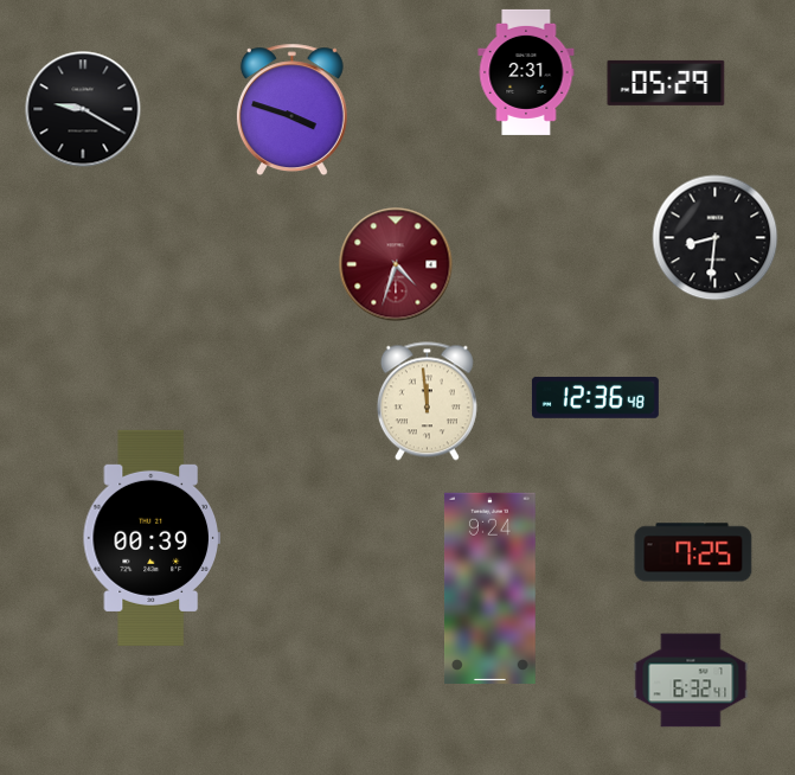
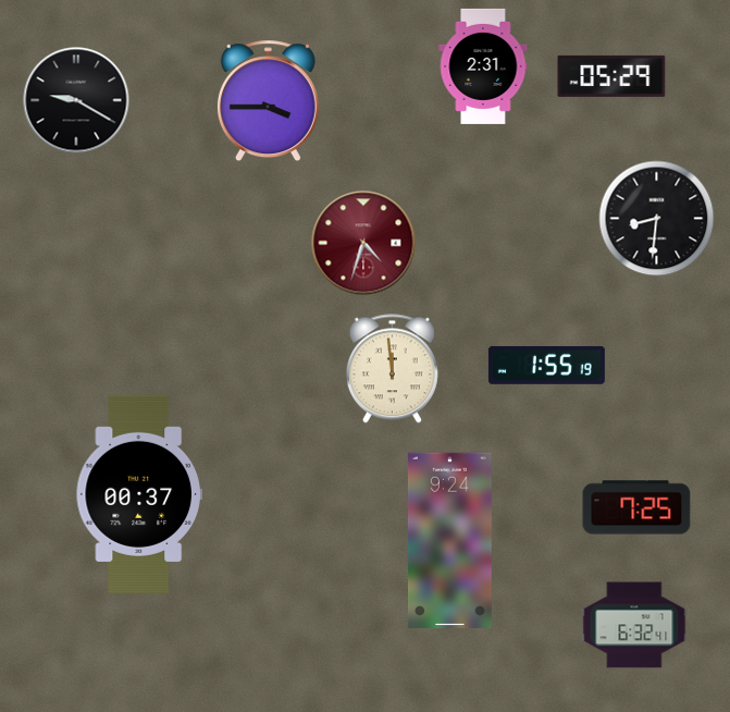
clock at (291, 110): 3:48 -> 3:45
clock at (595, 397): 12:36 -> 1:55
clock at (152, 538): 00:39 -> 00:37
